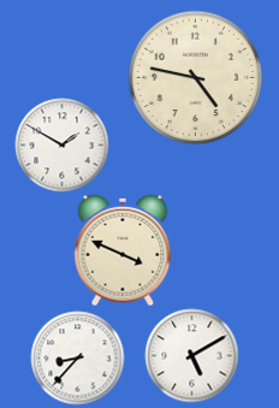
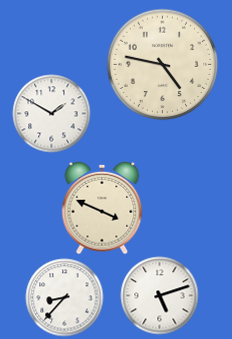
clock at (61, 144) position: (61, 144) -> (51, 113)
clock at (191, 355): 5:10 -> 5:12
